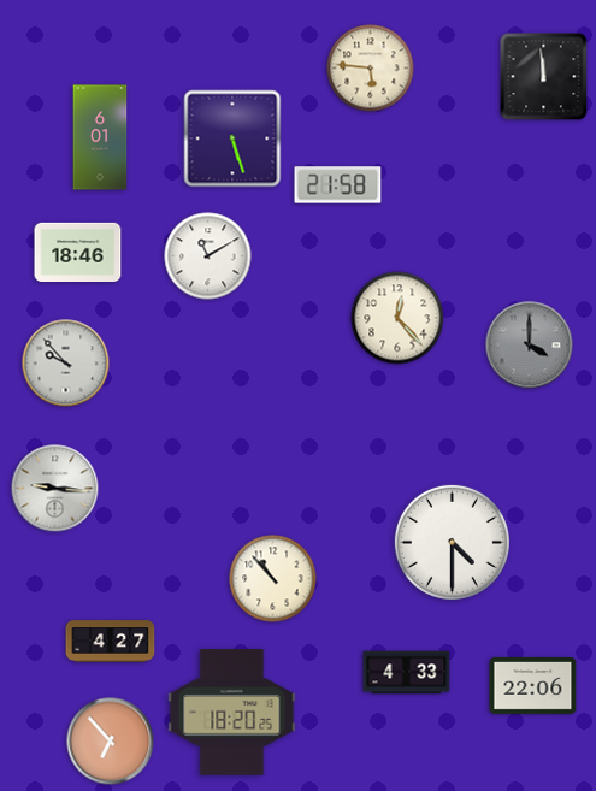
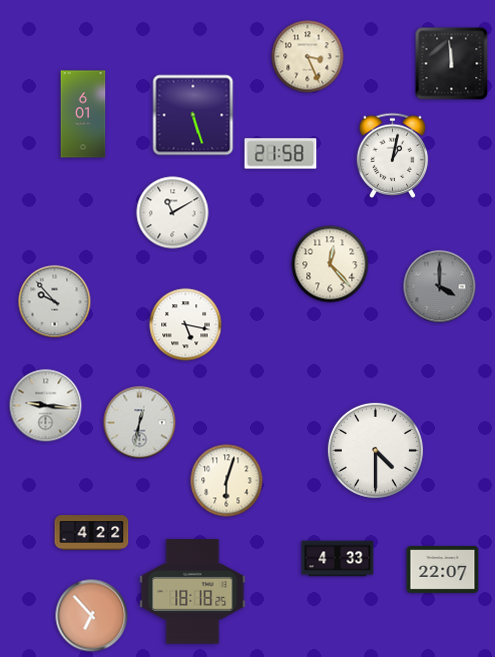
clock at (371, 69): 5:46 -> 3:26
clock at (393, 155): none -> 1:02
clock at (78, 252): 18:46 -> none
clock at (186, 325): none -> 5:17
clock at (140, 423): none -> 12:32
clock at (273, 579): 10:53 -> 6:03
clock at (111, 642): 4:27 -> 4:22
clock at (533, 685): 22:06 -> 22:07
clock at (232, 713): 18:20 -> 18:18
